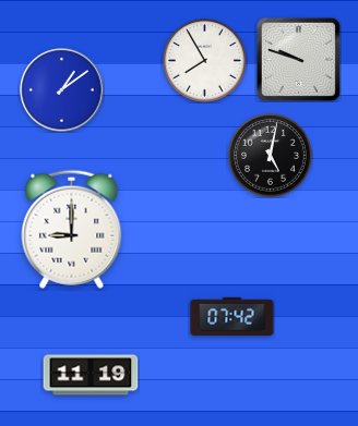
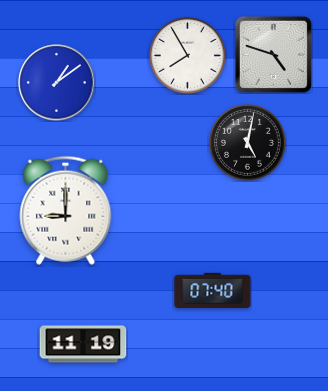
clock at (298, 59): 9:48 -> 4:48
clock at (232, 316): 07:42 -> 07:40
